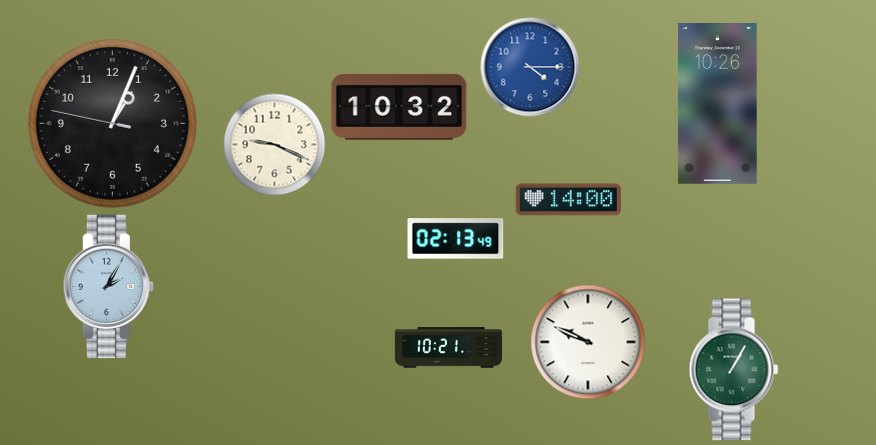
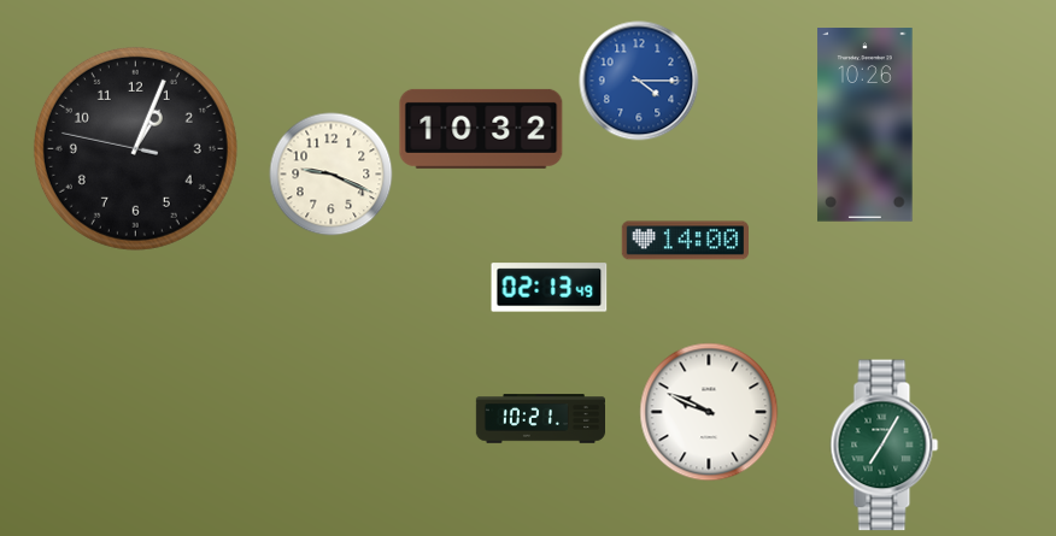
clock at (109, 287): 2:05 -> none
clock at (734, 370): 1:05 -> 7:05
